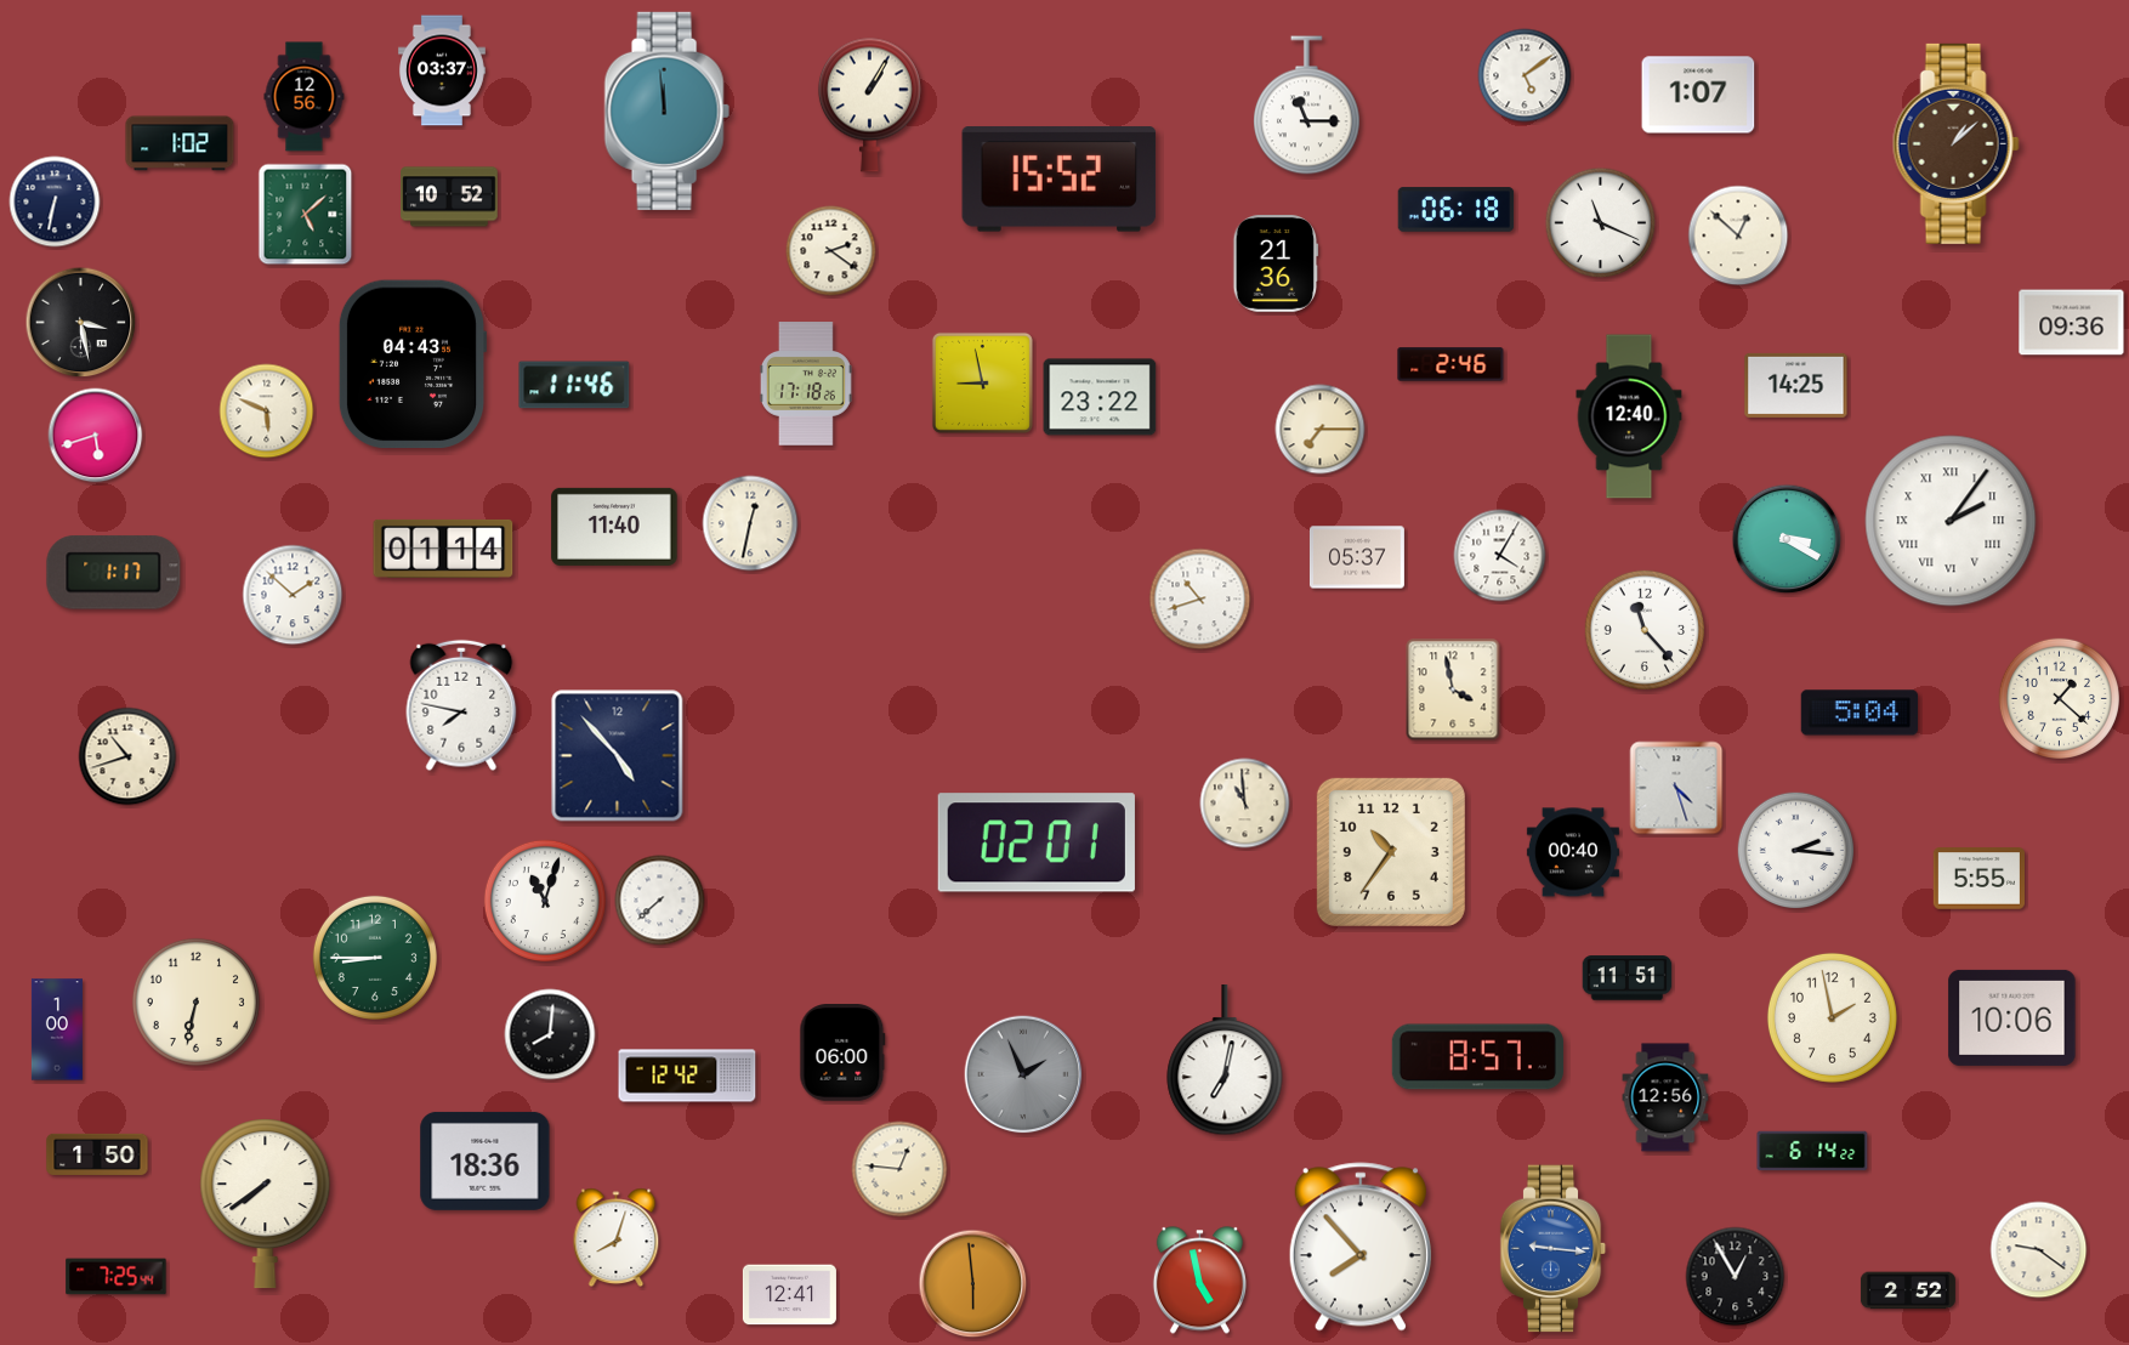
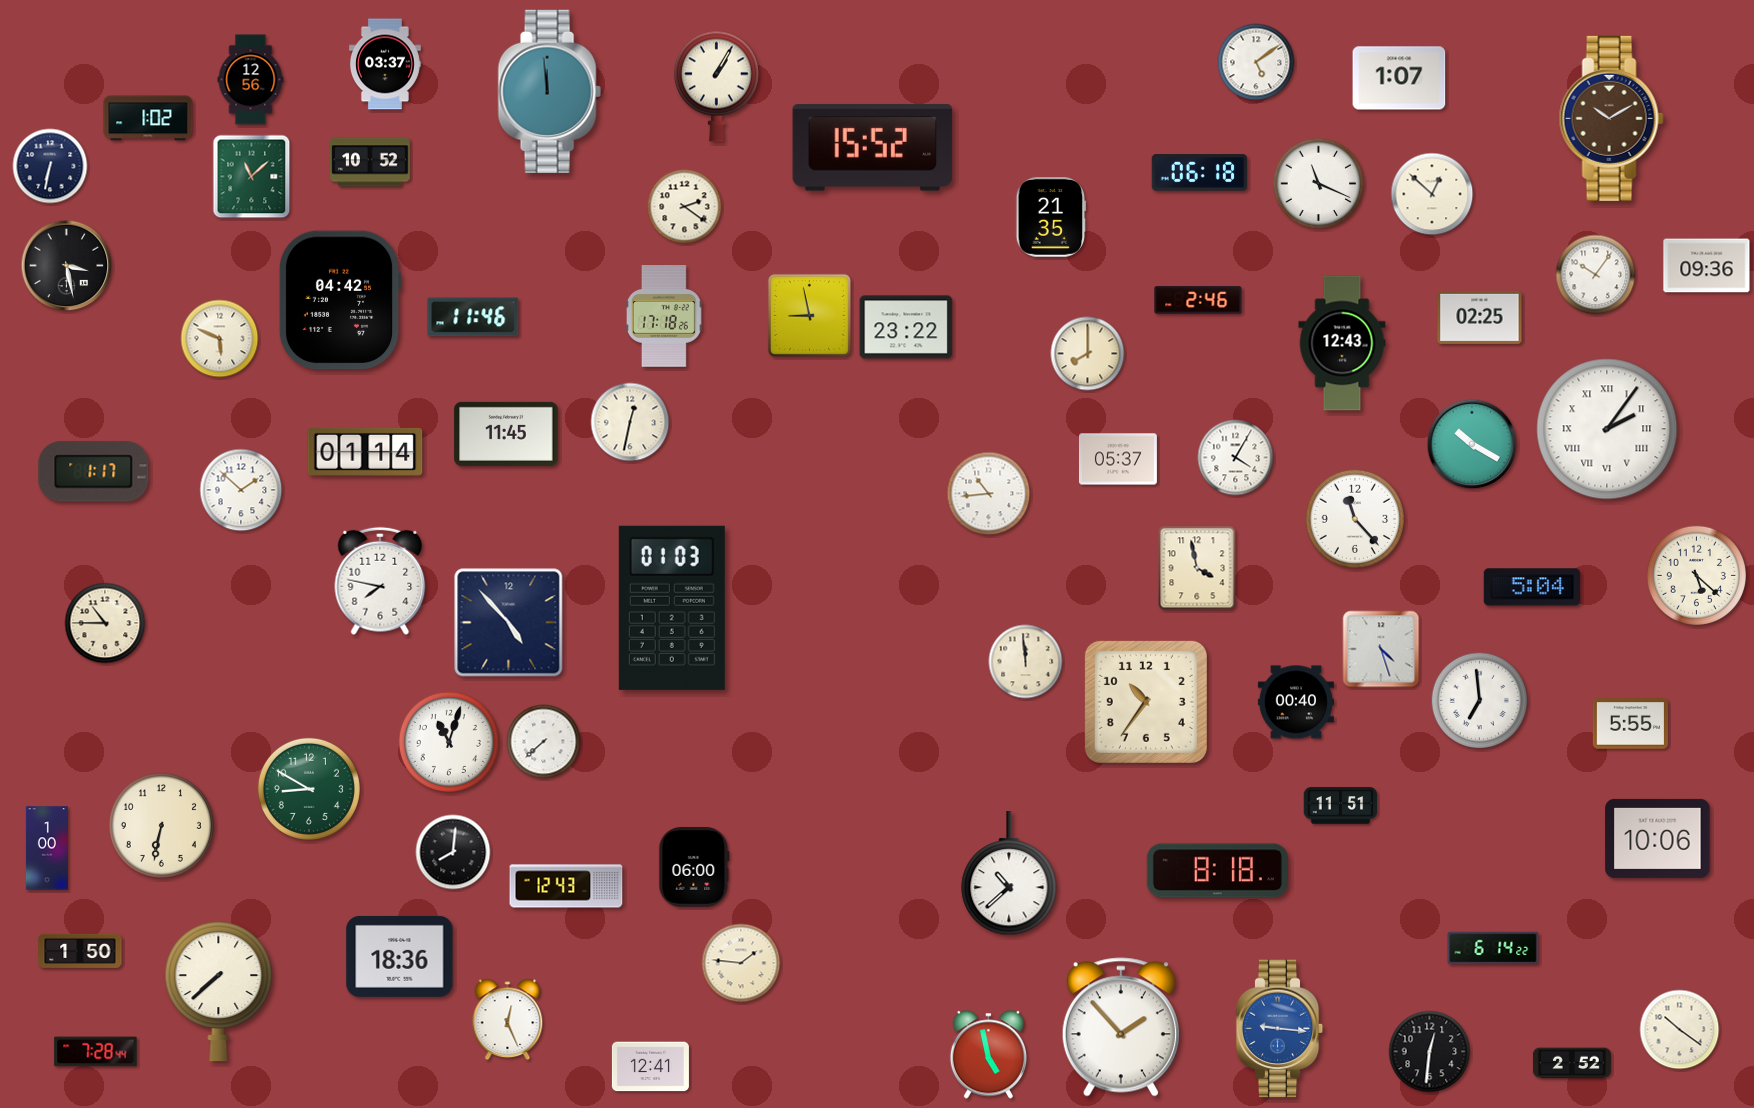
clock at (442, 70) position: (442, 70) -> (385, 64)
clock at (1306, 106): 11:15 -> none
clock at (1955, 143): 1:08 -> 10:10
clock at (55, 202) position: (55, 202) -> (50, 166)
clock at (306, 215): 5:08 -> 11:08
clock at (1276, 263): 21:36 -> 21:35
clock at (1596, 275): none -> 10:06
clock at (413, 364): 04:43 -> 04:42
clock at (1450, 364) position: (1450, 364) -> (1198, 300)
clock at (1796, 385): 14:25 -> 02:25
clock at (1629, 416): 12:40 -> 12:43
clock at (1321, 430): 7:15 -> 8:00
clock at (96, 436): 5:42 -> none
clock at (750, 523) position: (750, 523) -> (630, 422)
clock at (614, 527): 11:40 -> 11:45
clock at (1787, 539): 3:20 -> 10:20
clock at (1200, 600): 10:42 -> 10:44
clock at (2059, 698): 1:22 -> 5:22
clock at (672, 608): none -> 01:03
clock at (127, 756): 10:42 -> 10:45
clock at (1245, 804): 10:59 -> 11:59
clock at (1037, 842): 02:01 -> none
clock at (1796, 851): 2:16 -> 6:59
clock at (375, 958): 8:45 -> 8:50
clock at (1832, 1017): 1:58 -> none
clock at (1477, 1057): 8:57 -> 8:18
clock at (1225, 1061): 7:02 -> 10:38
clock at (1023, 1074): 1:56 -> none
clock at (687, 1076): 12:42 -> 12:43
clock at (1665, 1097): 12:56 -> none
clock at (899, 1169): 12:46 -> 1:46
clock at (266, 1204): 7:39 -> 7:38
clock at (617, 1238): 8:03 -> 12:26
clock at (1361, 1247): 7:53 -> 1:53
clock at (2039, 1250): 9:21 -> 10:21
clock at (117, 1277): 7:25 -> 7:28
clock at (1736, 1277): 12:55 -> 12:31
clock at (973, 1284): 5:59 -> none
